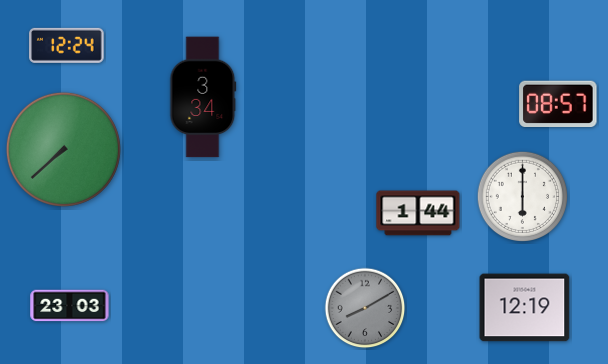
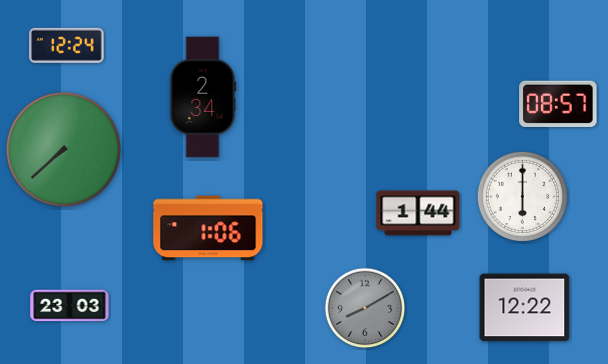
clock at (203, 97): 3:34 -> 2:34
clock at (208, 228): none -> 1:06
clock at (525, 308): 12:19 -> 12:22
